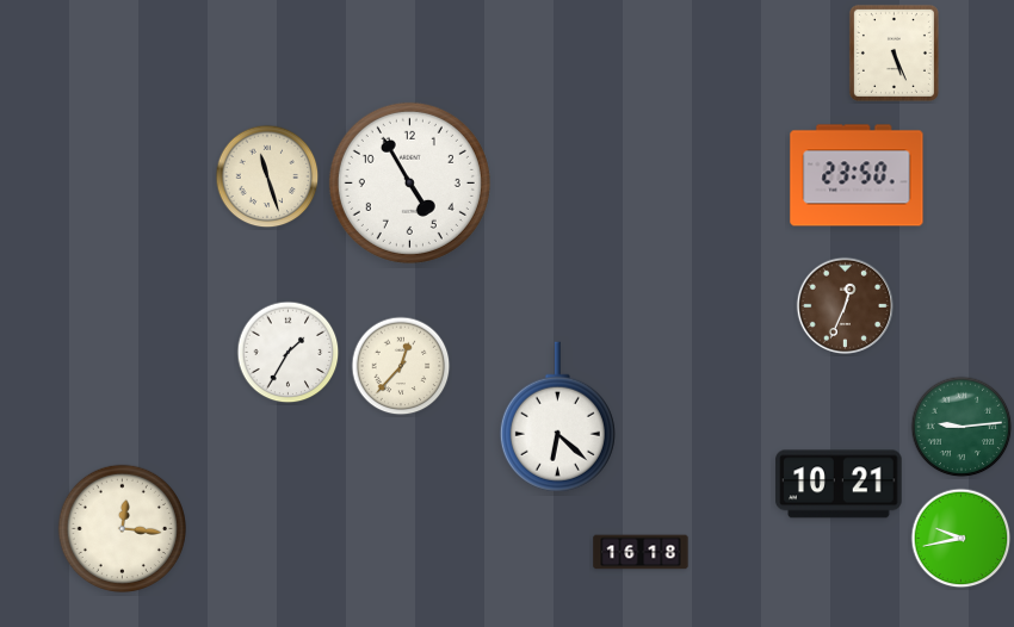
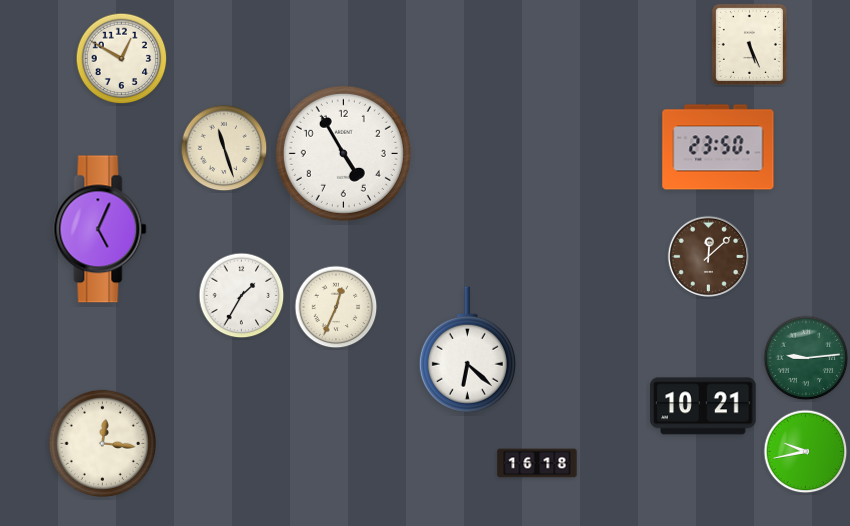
clock at (122, 59): none -> 12:50
clock at (100, 229): none -> 5:04
clock at (846, 306): 12:34 -> 12:08
clock at (401, 366): 12:37 -> 12:34
